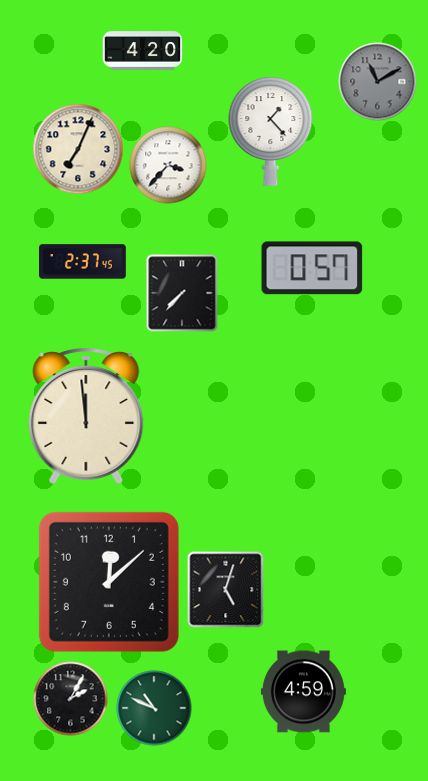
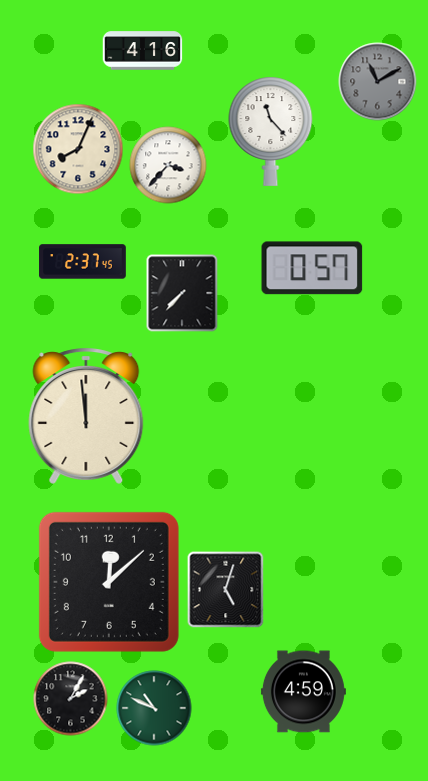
clock at (143, 51): 4:20 -> 4:16
clock at (271, 131): 1:23 -> 11:23
clock at (78, 149): 7:04 -> 8:04
